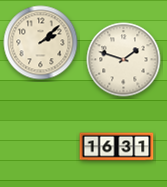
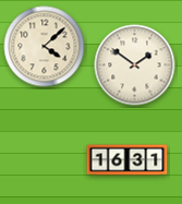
clock at (41, 43): 2:08 -> 4:08
clock at (124, 60): 1:48 -> 1:51
